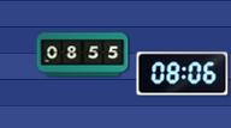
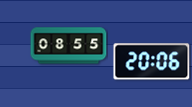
clock at (183, 74): 08:06 -> 20:06
